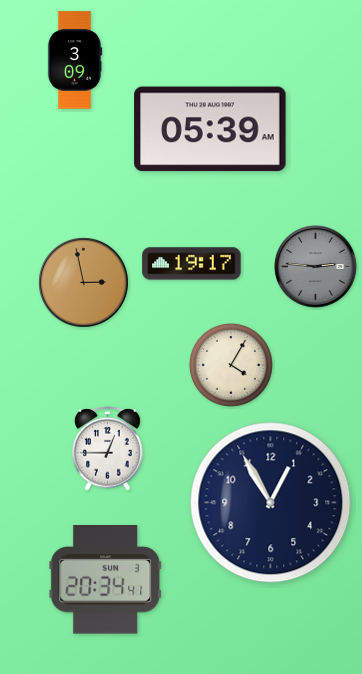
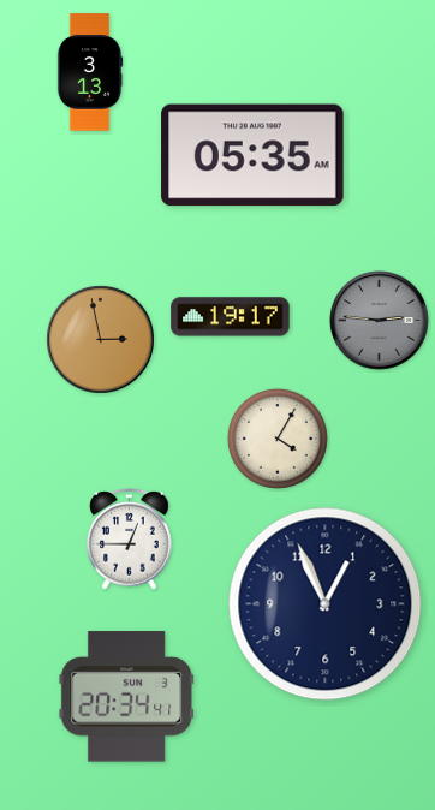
clock at (75, 60): 3:09 -> 3:13
clock at (210, 129): 05:39 -> 05:35
clock at (271, 503): 12:55 -> 12:56
